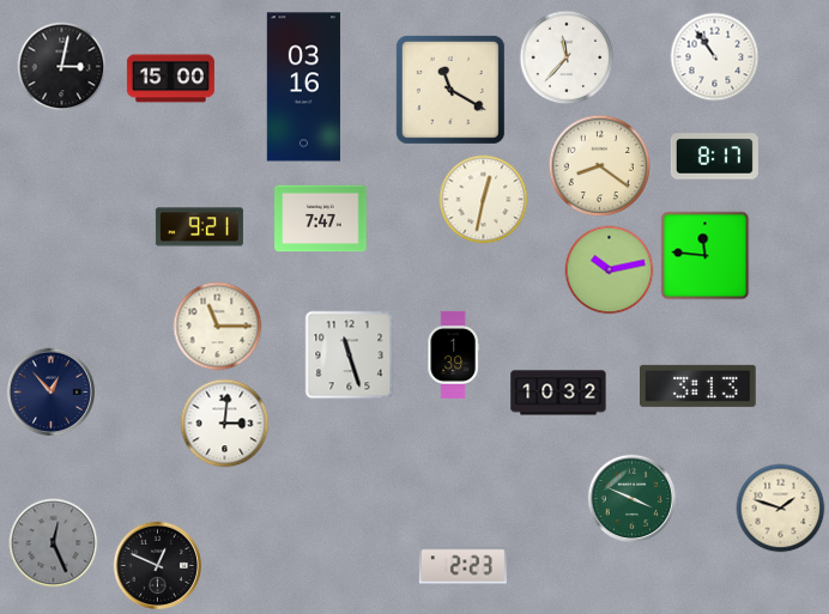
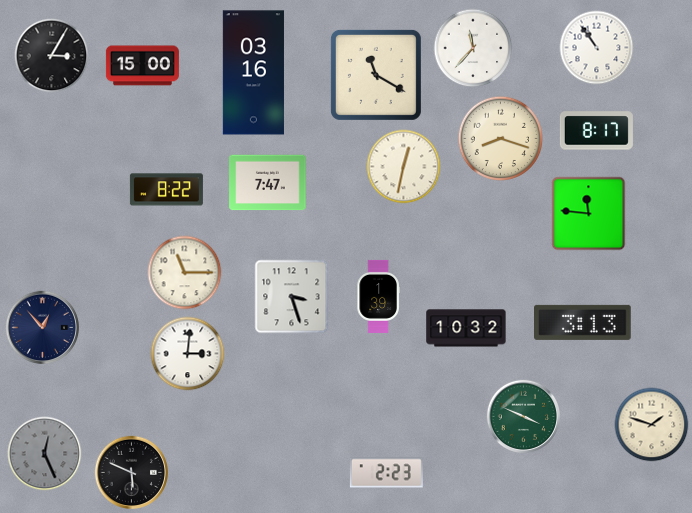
clock at (62, 67): 3:02 -> 3:05
clock at (599, 165): 8:21 -> 8:18
clock at (199, 227): 9:21 -> 8:22
clock at (610, 270): 10:13 -> none
clock at (218, 327) position: (218, 327) -> (185, 273)
clock at (350, 355): 11:27 -> 3:27
clock at (633, 498) position: (633, 498) -> (524, 416)
clock at (158, 565): 12:49 -> 5:49
